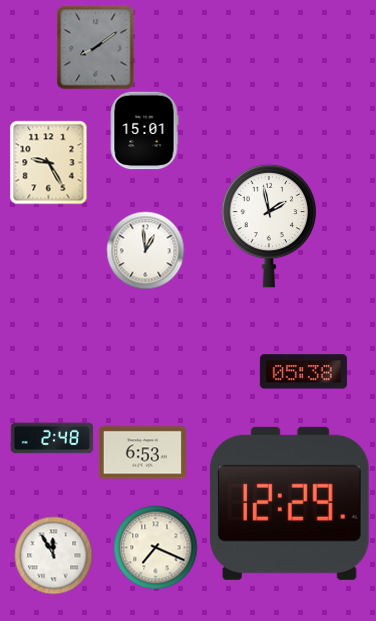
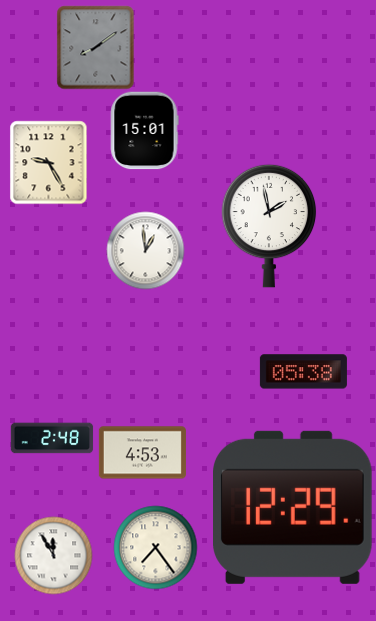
clock at (142, 453): 6:53 -> 4:53
clock at (290, 503) position: (290, 503) -> (293, 507)
clock at (155, 547): 7:19 -> 7:24
